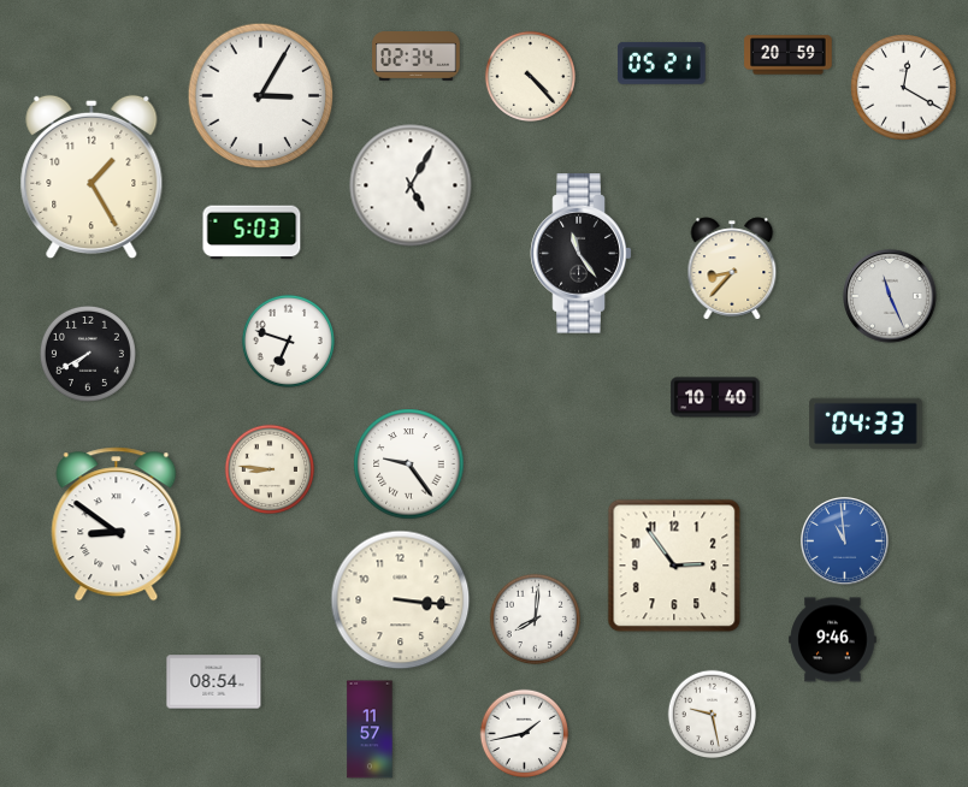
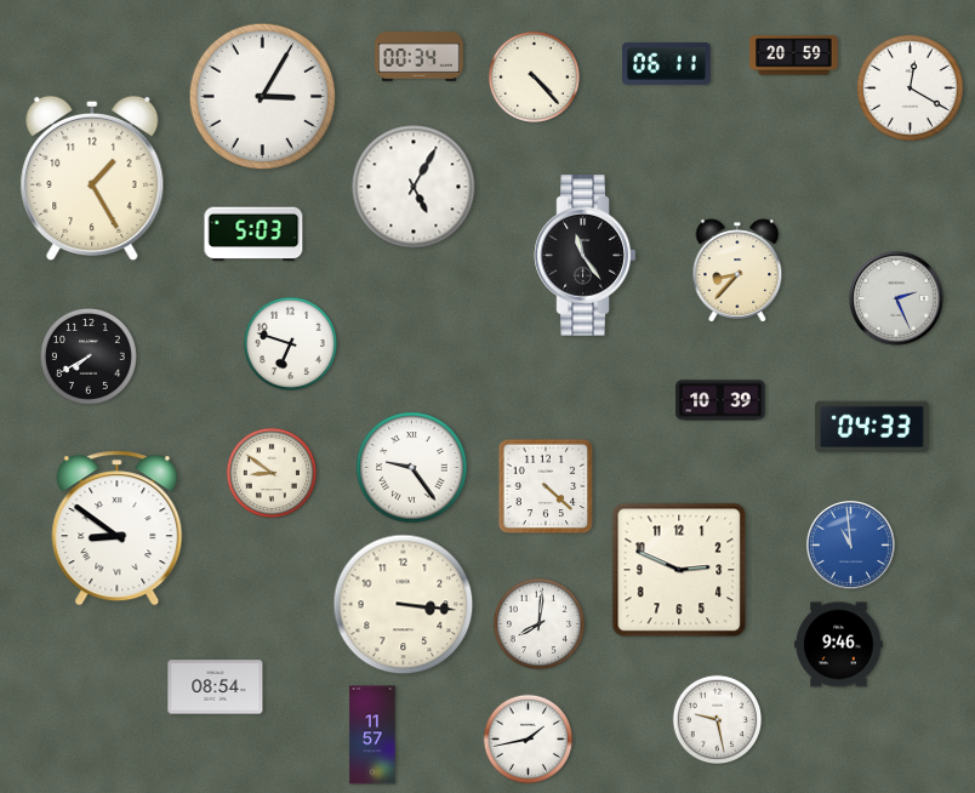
clock at (417, 57): 02:34 -> 00:34
clock at (662, 63): 05:21 -> 06:11
clock at (890, 296): 11:26 -> 2:26
clock at (715, 397): 10:40 -> 10:39
clock at (268, 468): 8:46 -> 8:51
clock at (546, 486): none -> 4:22
clock at (674, 566): 2:54 -> 2:49
